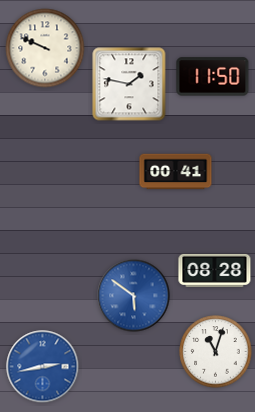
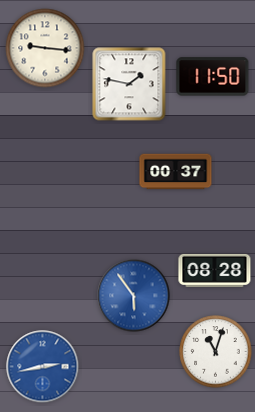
clock at (45, 48): 9:49 -> 9:16
clock at (176, 172): 00:41 -> 00:37
clock at (134, 296): 5:51 -> 5:54
